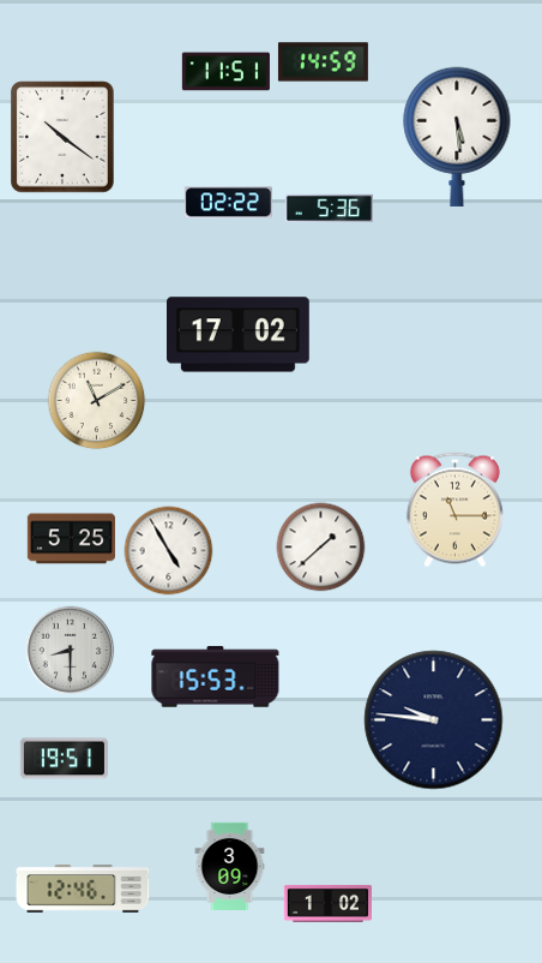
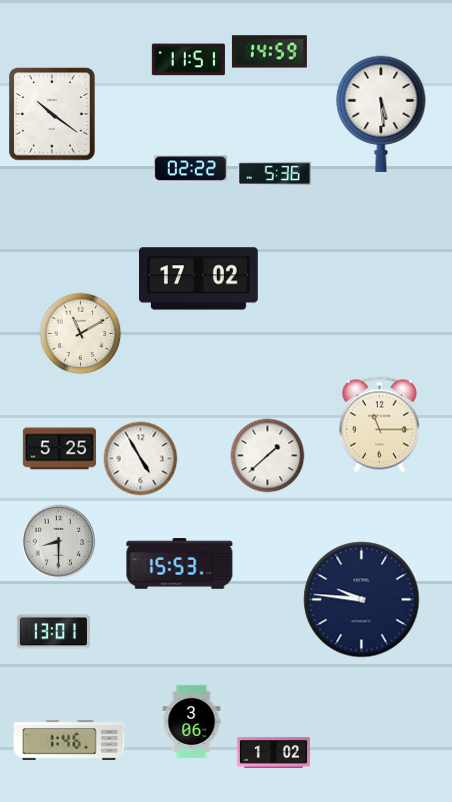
clock at (64, 759): 19:51 -> 13:01
clock at (230, 866): 3:09 -> 3:06
clock at (83, 889): 12:46 -> 1:46
